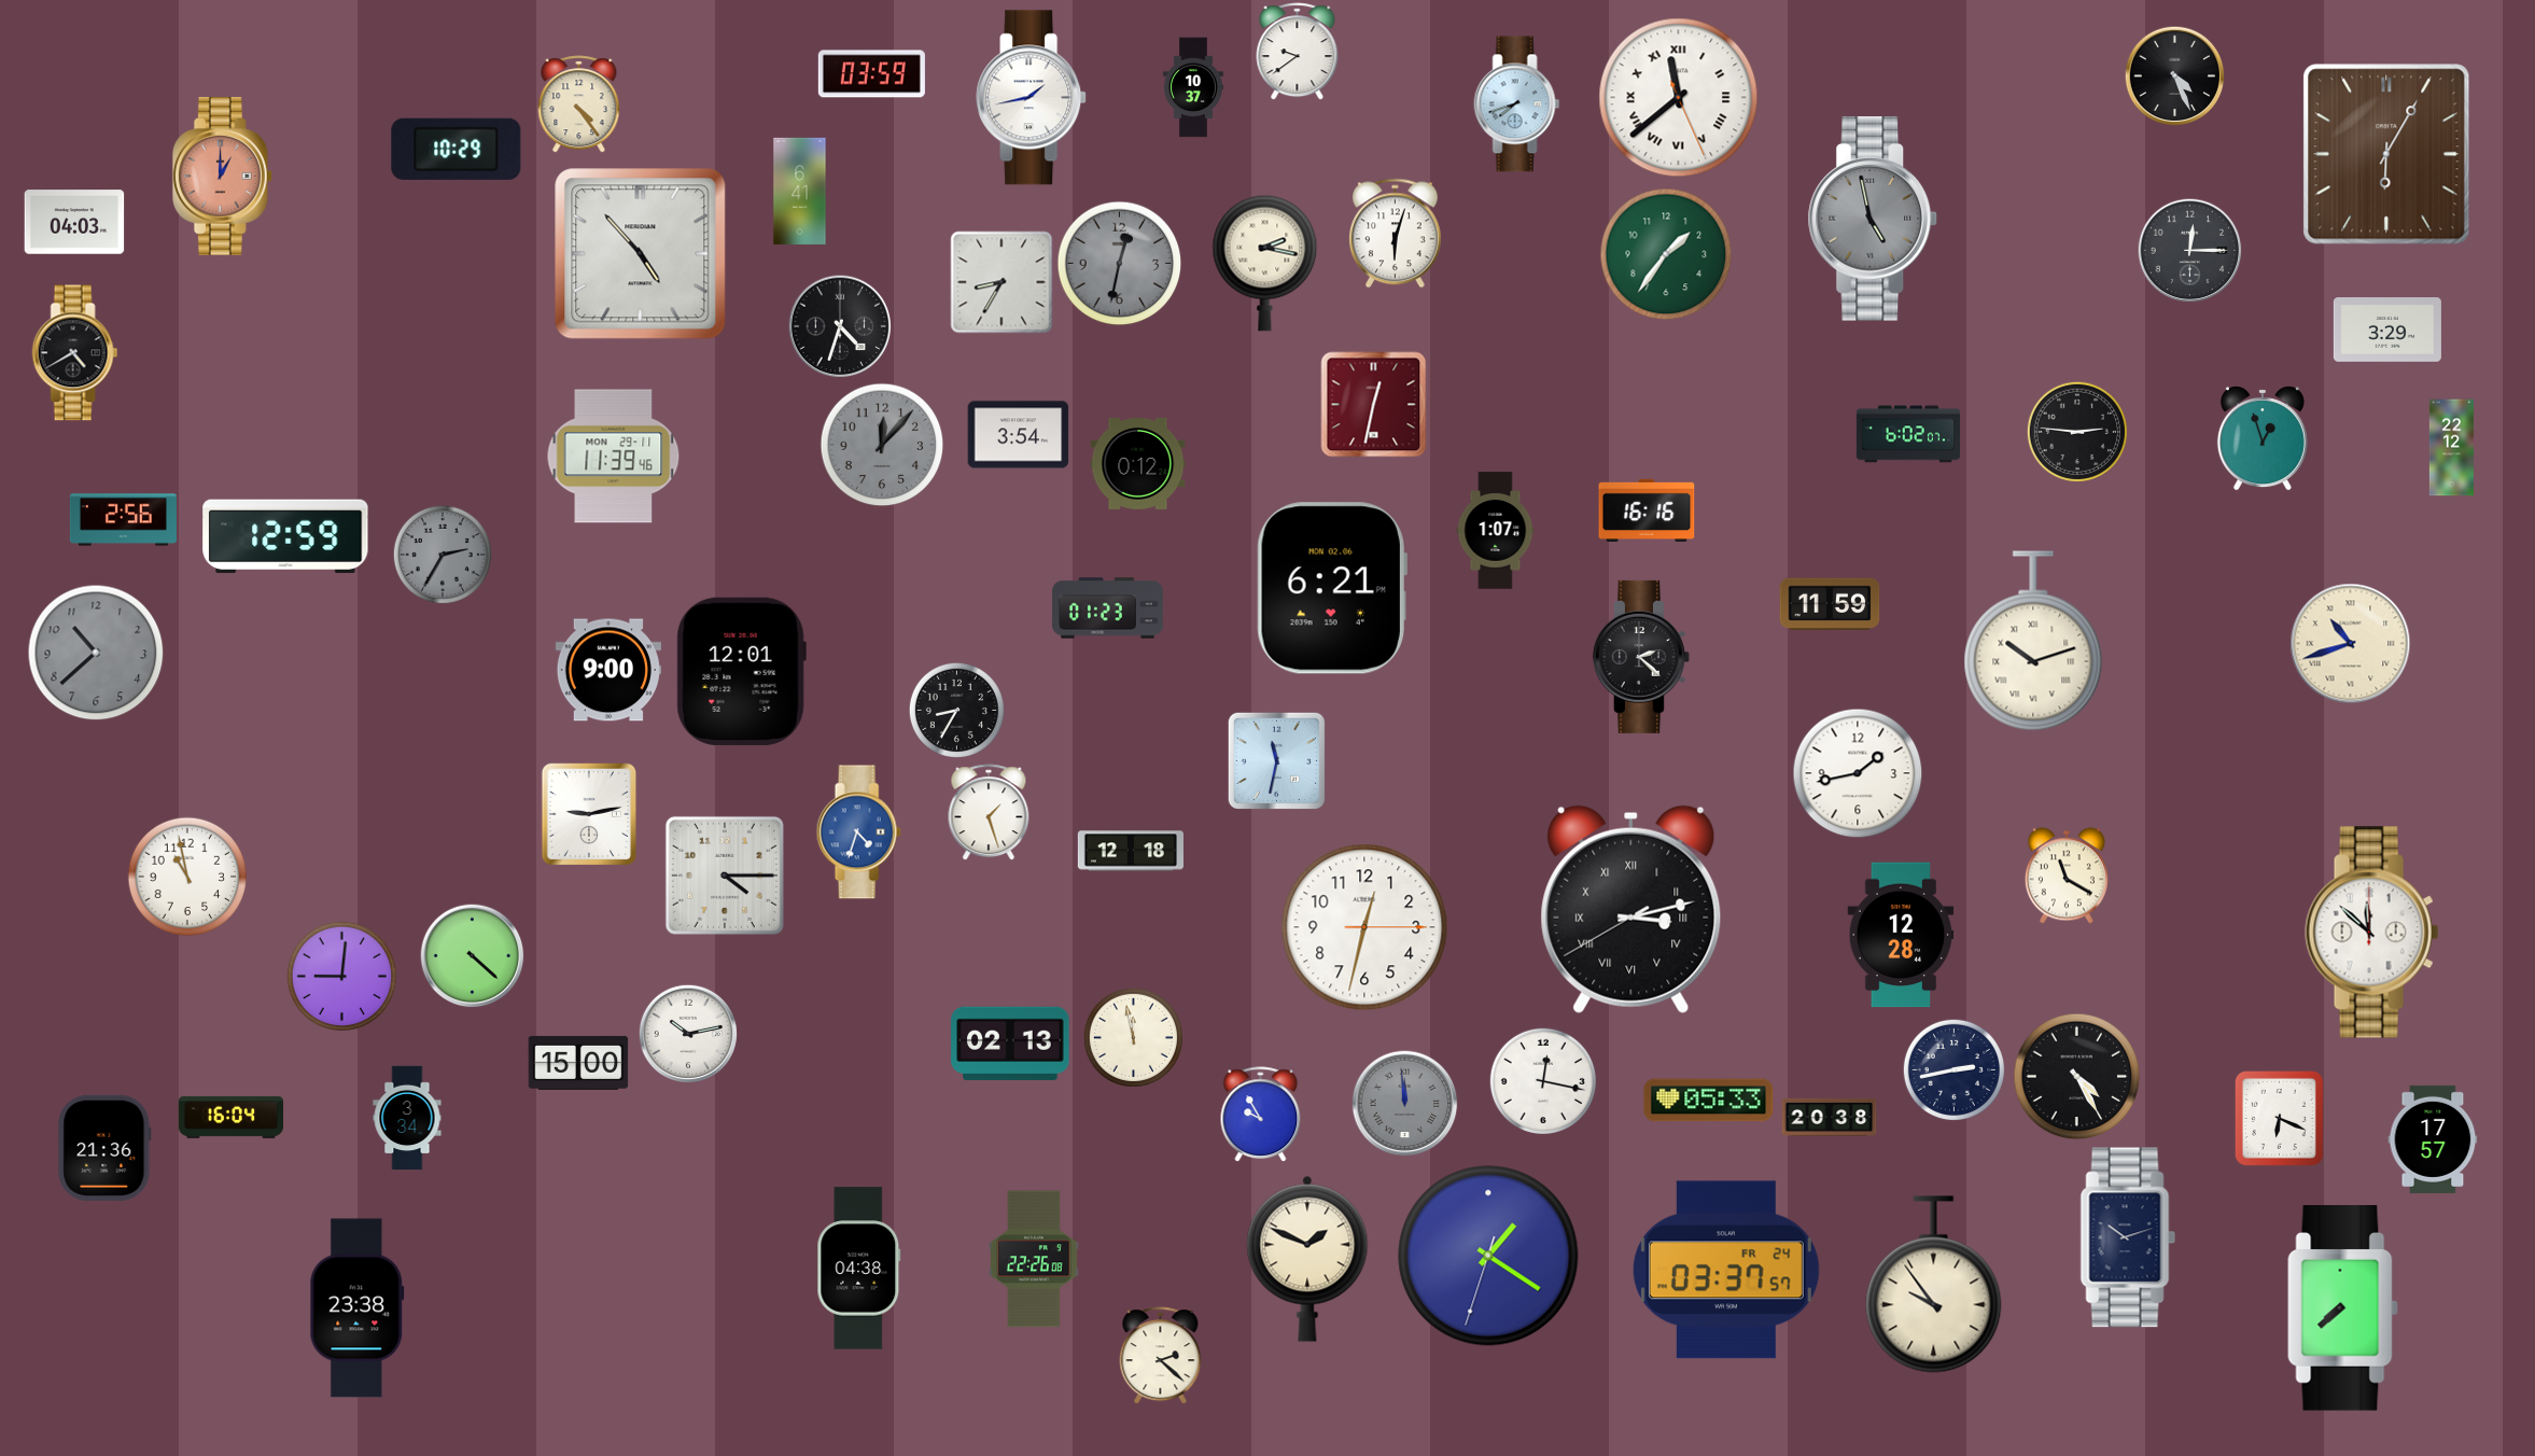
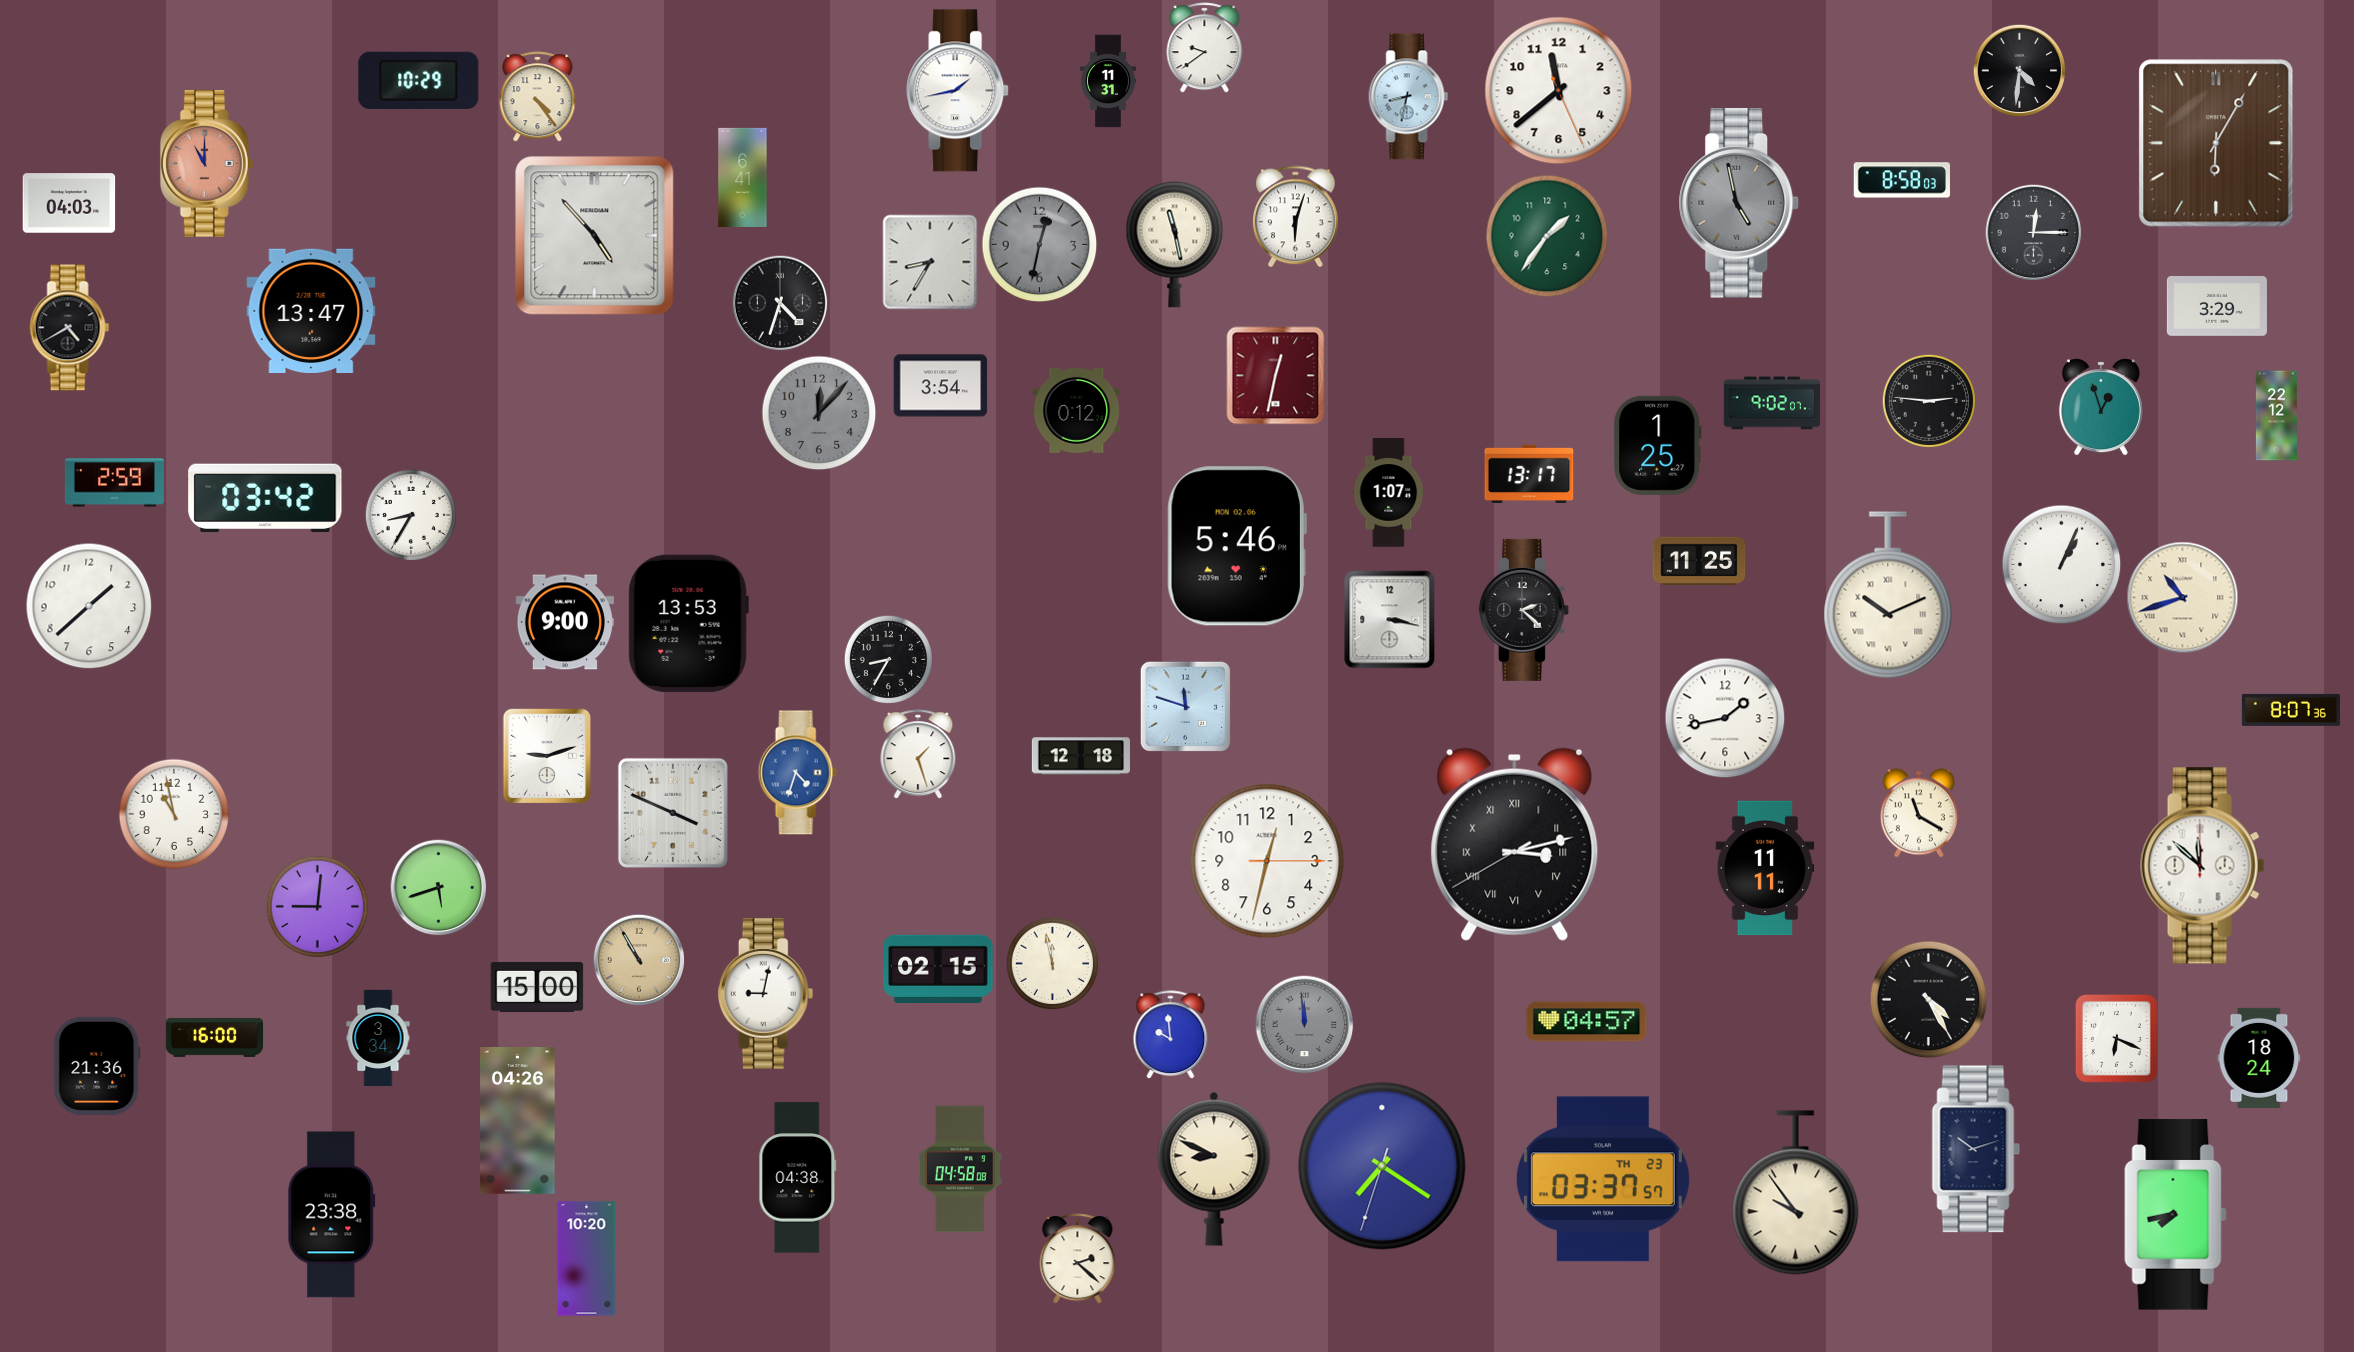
clock at (871, 74): 03:59 -> none
clock at (2174, 75): 4:26 -> 4:31
clock at (1193, 87): 10:37 -> 11:31
clock at (1679, 98) numerals: Roman -> Arabic
clock at (1517, 104): 7:42 -> 8:32
clock at (457, 149) position: (457, 149) -> (419, 80)
clock at (222, 177): 1:00 -> 11:00
clock at (1902, 180): none -> 8:58
clock at (74, 222) position: (74, 222) -> (69, 203)
clock at (1265, 263): 2:17 -> 11:28
clock at (311, 310): none -> 13:47
clock at (1908, 434): 6:02 -> 9:02
clock at (1019, 435) position: (1019, 435) -> (941, 386)
clock at (614, 457): 11:39 -> none
clock at (1138, 463) position: (1138, 463) -> (1077, 410)
clock at (1658, 445): none -> 1:25
clock at (1647, 509): 16:16 -> 13:17
clock at (123, 520): 2:56 -> 2:59
clock at (285, 536): 12:59 -> 03:42
clock at (443, 555): 2:35 -> 8:35
clock at (443, 555) dial: grey -> white
clock at (1332, 588): 6:21 -> 5:46
clock at (1830, 603): 11:59 -> 11:25
clock at (1107, 608): 01:23 -> none
clock at (2062, 565): none -> 1:04
clock at (2033, 641): 10:12 -> 10:11
clock at (96, 653): 10:38 -> 1:38
clock at (96, 653) dial: grey -> white
clock at (1390, 620): none -> 3:17
clock at (741, 671): 12:01 -> 13:53
clock at (1276, 760): 11:32 -> 11:48
clock at (2291, 710): none -> 8:07
clock at (589, 814): 9:13 -> 9:12
clock at (1131, 851) position: (1131, 851) -> (1081, 756)
clock at (725, 876): 4:15 -> 3:49
clock at (1901, 935): 12:28 -> 11:11
clock at (473, 956): 4:22 -> 5:42
clock at (687, 1033): 10:13 -> 10:55
clock at (687, 1033) dial: white -> champagne
clock at (1010, 1044): 02:13 -> 02:15
clock at (1953, 1069): 2:43 -> none
clock at (766, 994): none -> 9:02
clock at (1542, 1080): 12:17 -> none
clock at (1709, 1101): 05:33 -> 04:57
clock at (1261, 1115): 9:55 -> 9:59
clock at (232, 1117): 16:04 -> 16:00
clock at (1830, 1117): 20:38 -> none
clock at (2433, 1139): 17:57 -> 18:24
clock at (518, 1121): none -> 04:26
clock at (1488, 1256): 1:20 -> 7:20
clock at (1035, 1259): 22:26 -> 04:58
clock at (1307, 1259): 1:49 -> 8:49
clock at (1726, 1270) date: FR 24 -> TH 23
clock at (2343, 1308): 7:38 -> 7:43
clock at (587, 1259): none -> 10:20
